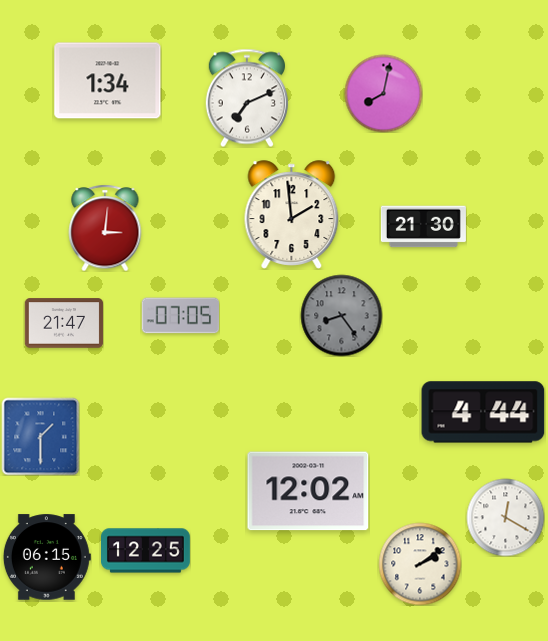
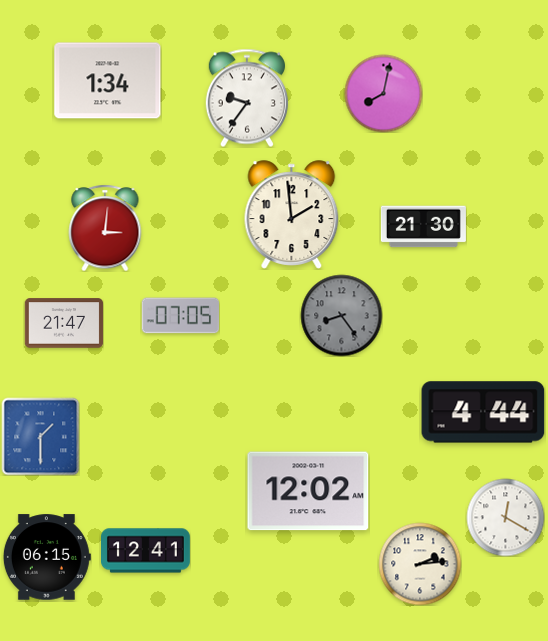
clock at (247, 98): 7:11 -> 9:36
clock at (146, 551): 12:25 -> 12:41
clock at (420, 564): 2:09 -> 2:14
